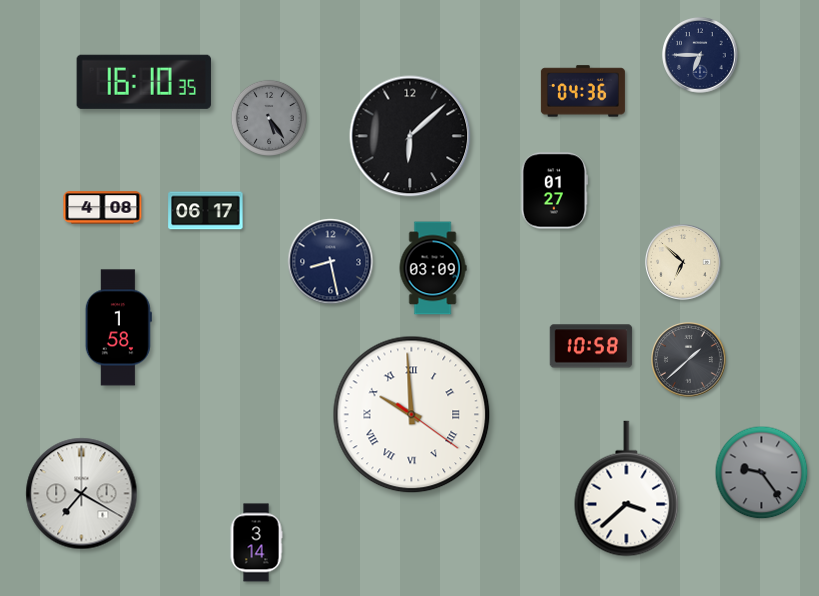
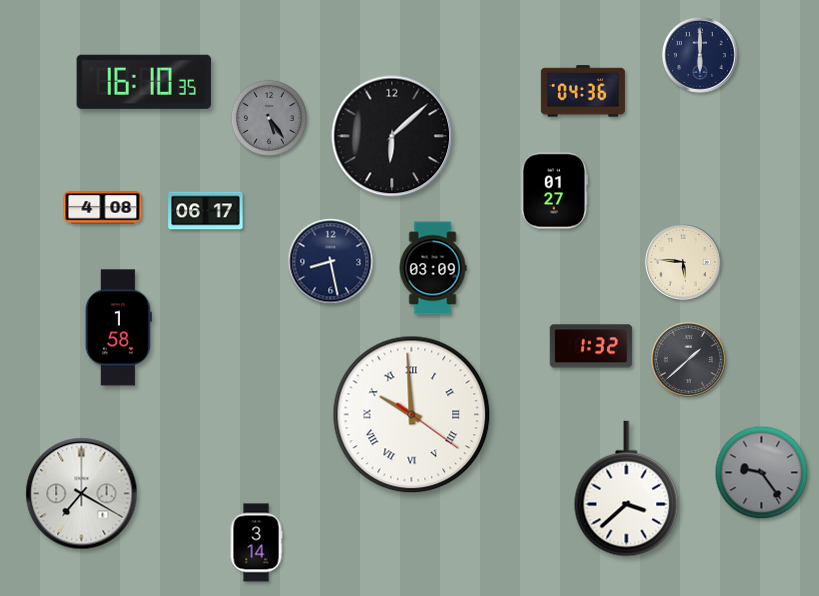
clock at (700, 55): 6:45 -> 6:00
clock at (410, 136) position: (410, 136) -> (392, 136)
clock at (683, 262): 6:52 -> 5:46
clock at (591, 346): 10:58 -> 1:32
